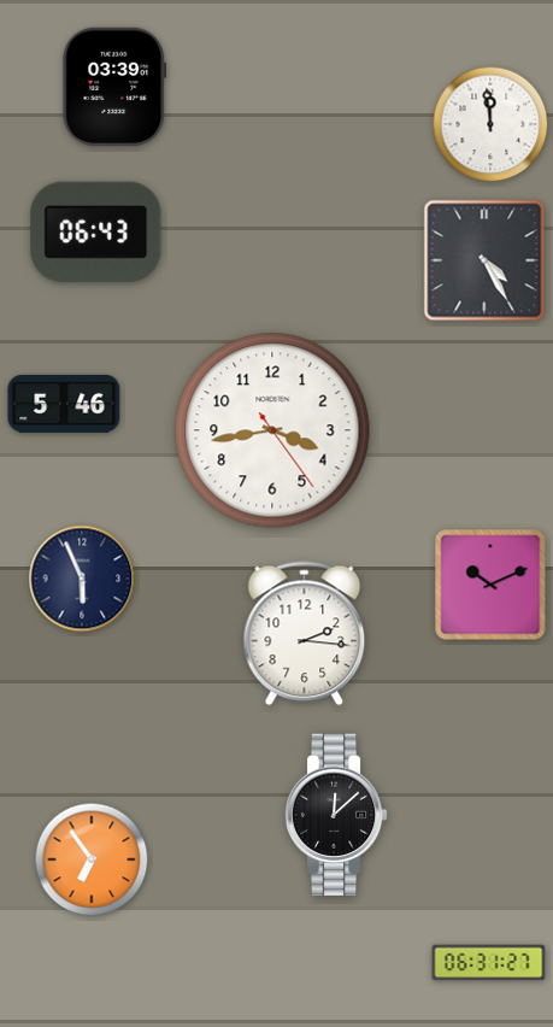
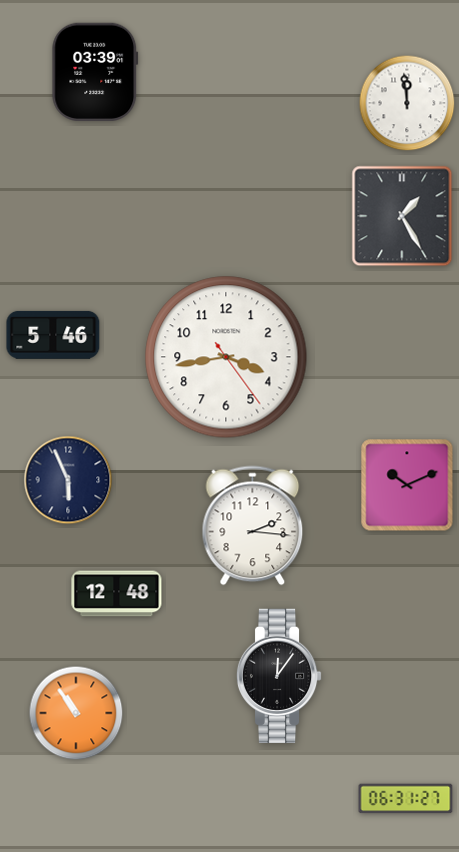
clock at (96, 231): 06:43 -> none
clock at (484, 260): 4:25 -> 1:25
clock at (117, 594): none -> 12:48
clock at (336, 814): 12:08 -> 12:06
clock at (92, 859): 6:54 -> 10:54
